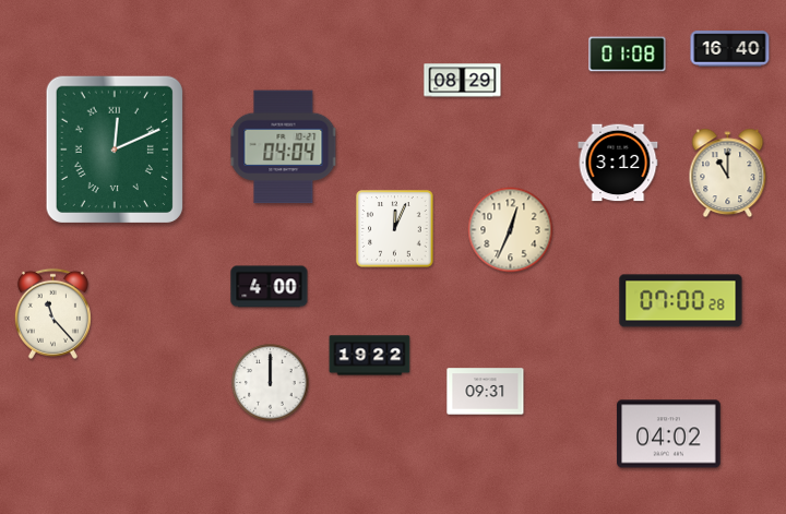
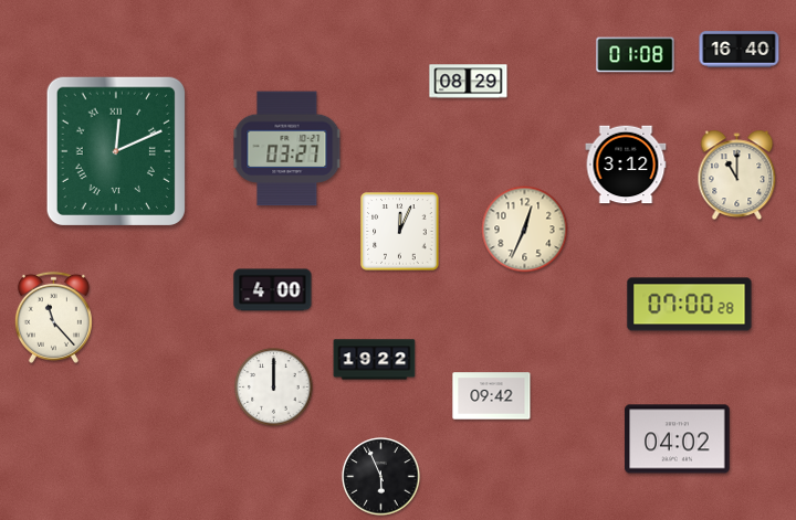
clock at (284, 147): 04:04 -> 03:27
clock at (511, 230) position: (511, 230) -> (525, 230)
clock at (486, 392): 09:31 -> 09:42
clock at (381, 477): none -> 5:56
